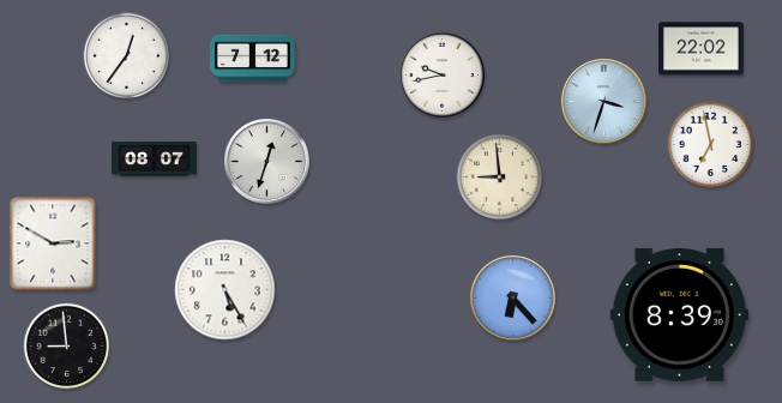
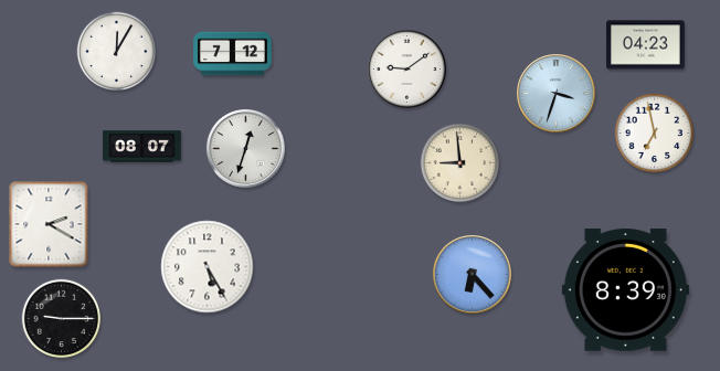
clock at (702, 49): 22:02 -> 04:23
clock at (127, 56): 12:36 -> 12:05
clock at (443, 76): 9:43 -> 9:09
clock at (53, 243): 2:50 -> 2:20
clock at (67, 347): 8:59 -> 9:15
